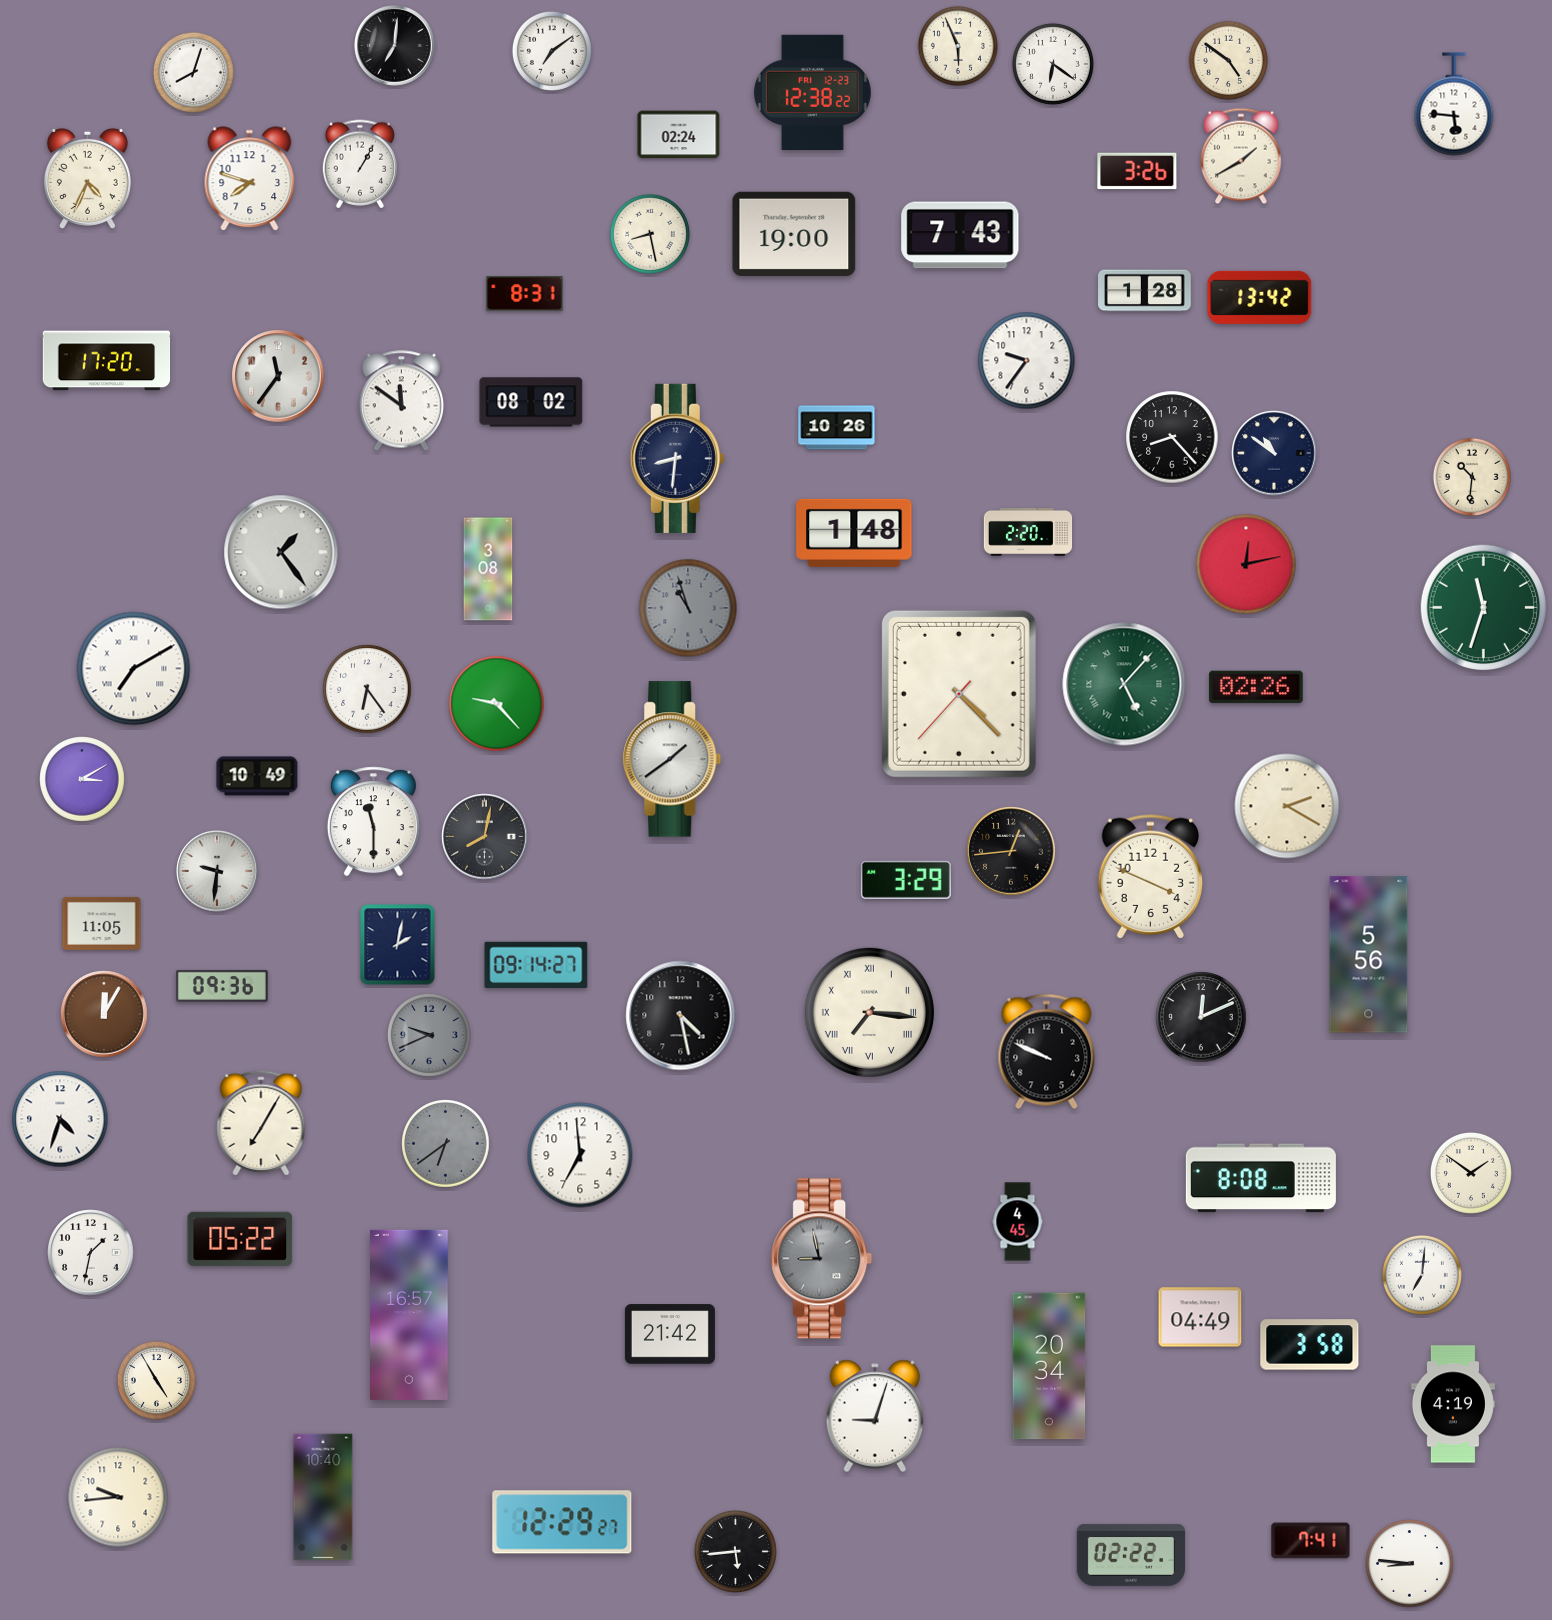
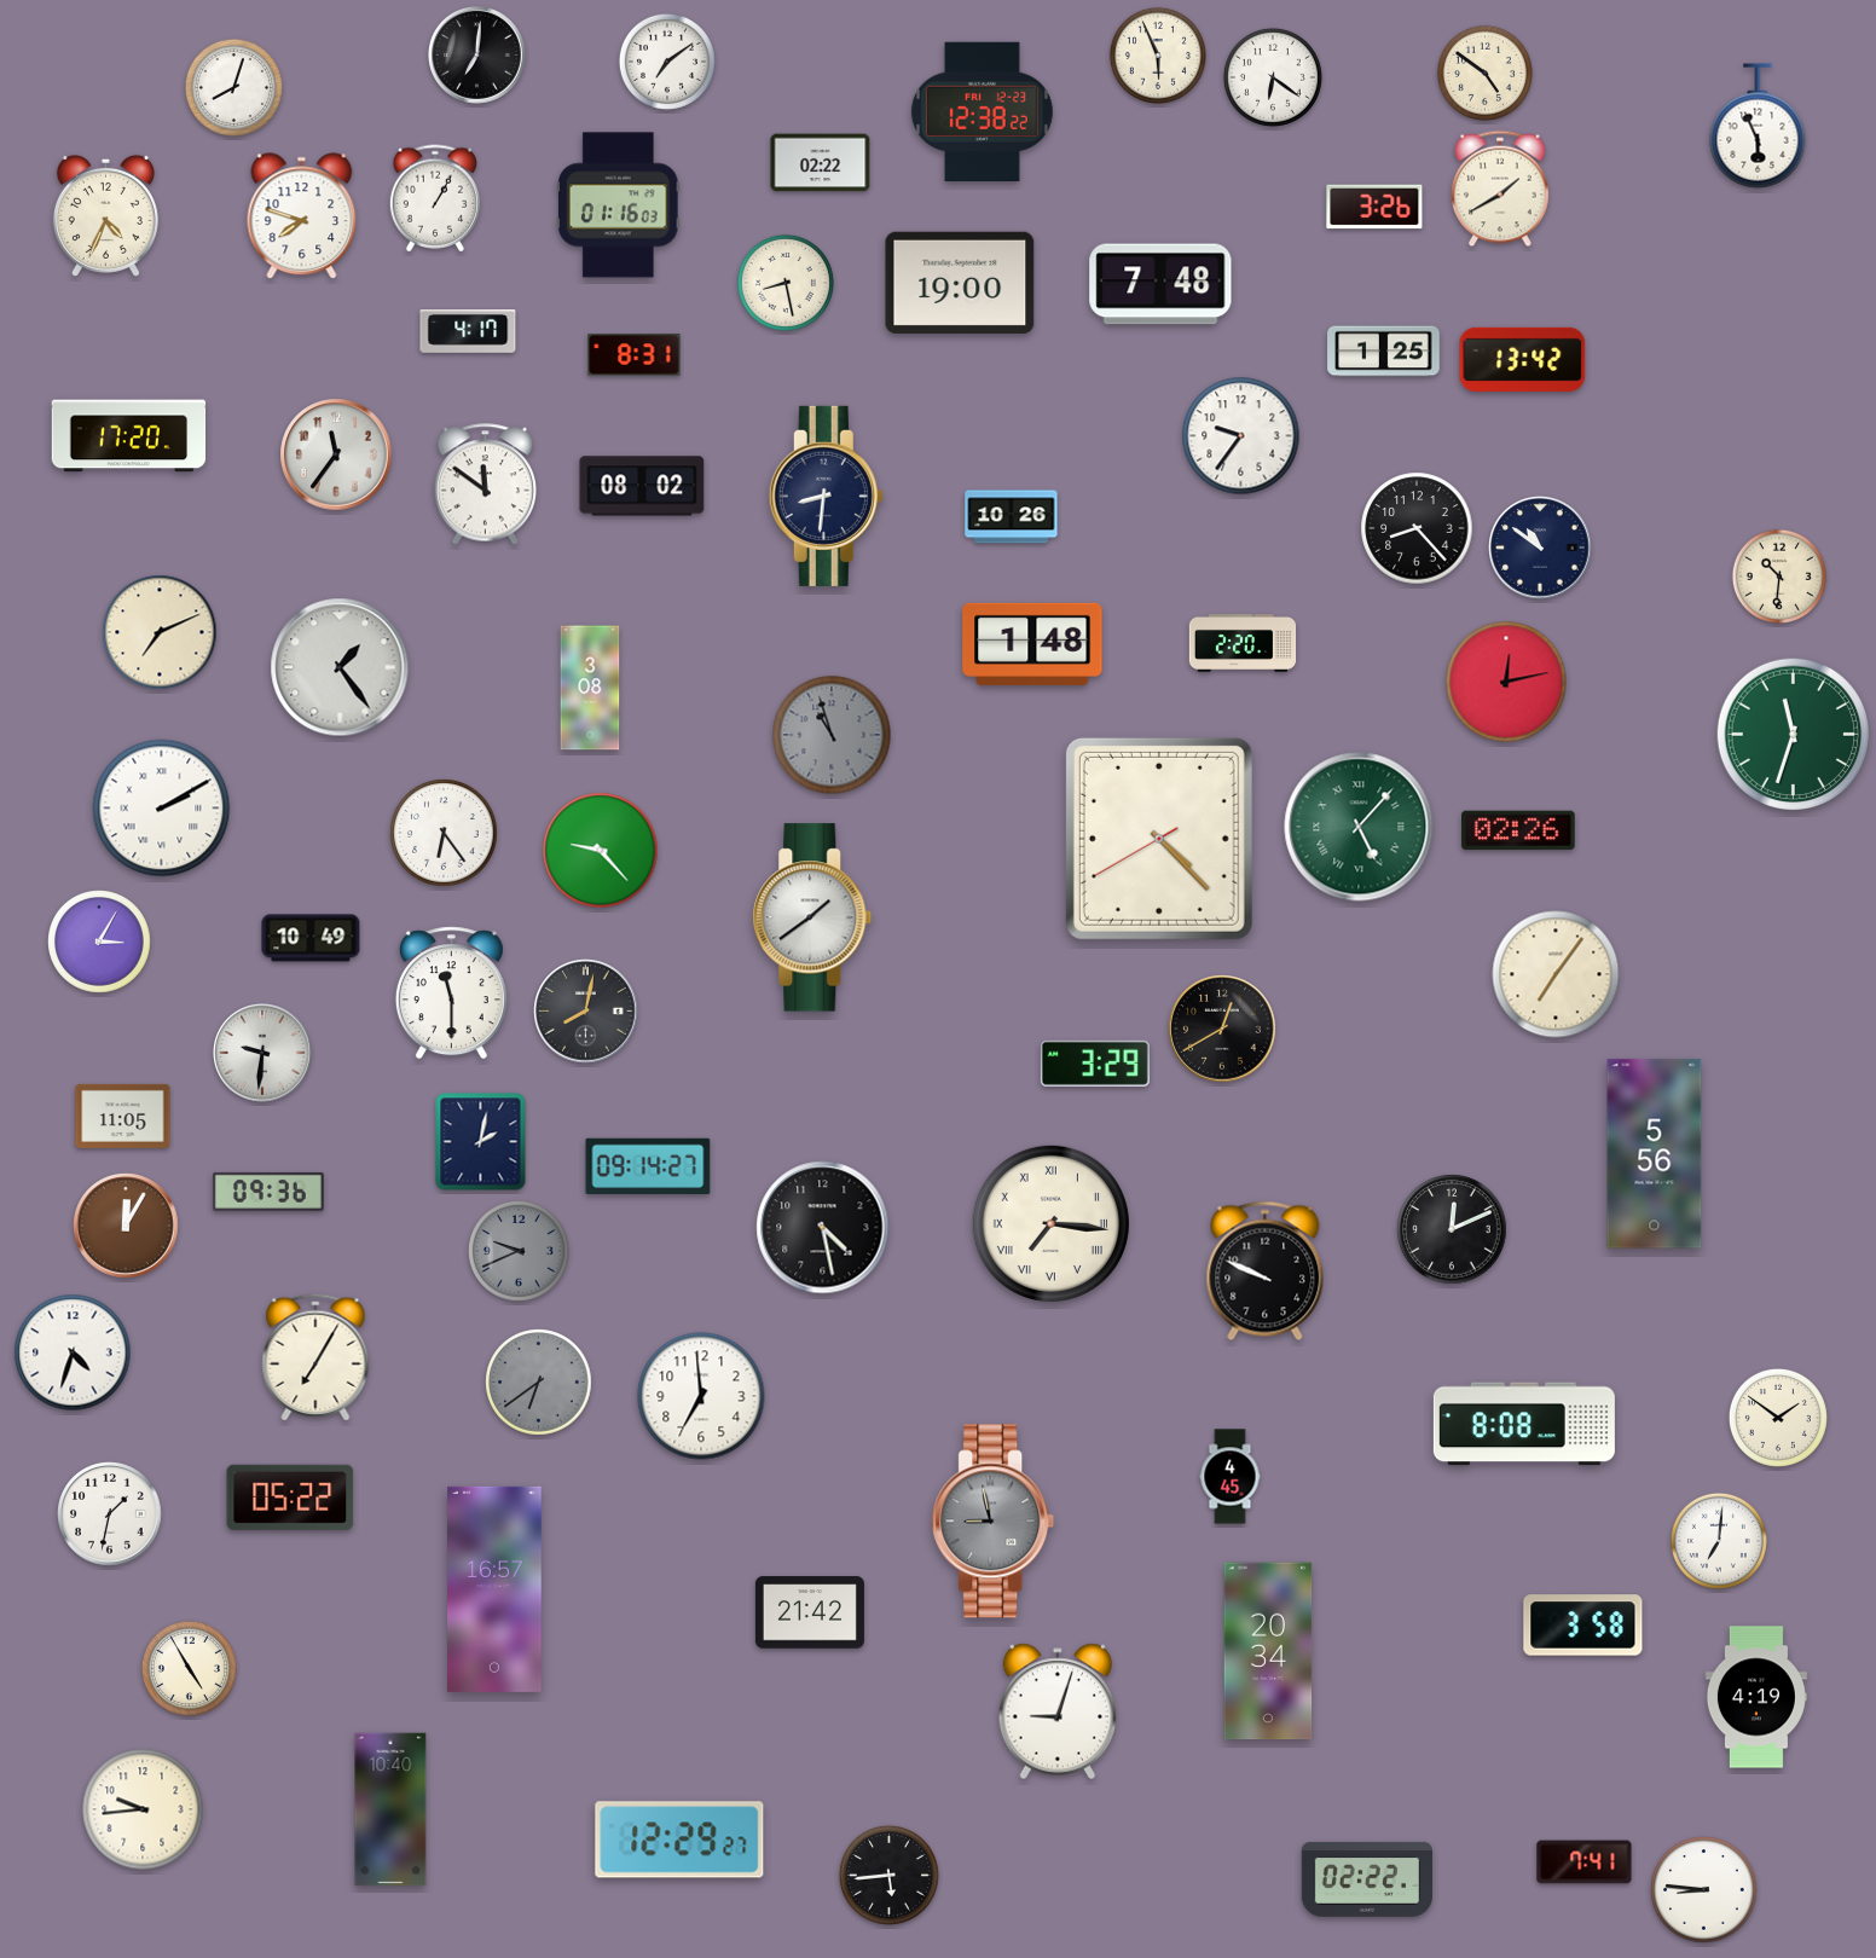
clock at (1454, 104): 5:46 -> 5:56
clock at (679, 135): 02:24 -> 02:22
clock at (618, 205): none -> 01:16
clock at (960, 235): 7:43 -> 7:48
clock at (468, 332): none -> 4:17
clock at (1145, 291): 1:28 -> 1:25
clock at (677, 458) position: (677, 458) -> (826, 496)
clock at (160, 632): none -> 7:11
clock at (134, 669): 7:10 -> 2:10
clock at (959, 694): 4:22:37 -> 4:22:40
clock at (83, 780): 3:10 -> 3:05
clock at (1287, 806): 2:20 -> 7:06
clock at (1011, 851): 12:44 -> 12:40
clock at (1150, 876): 3:49 -> none
clock at (1200, 1317): 04:49 -> none
